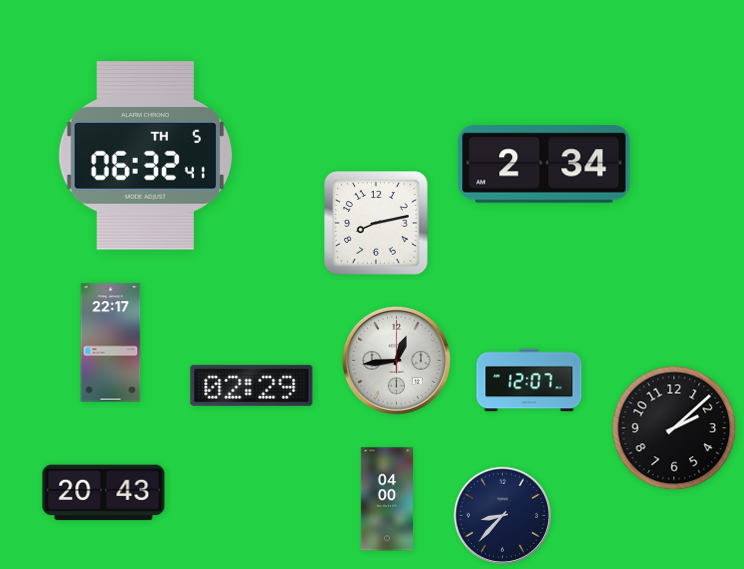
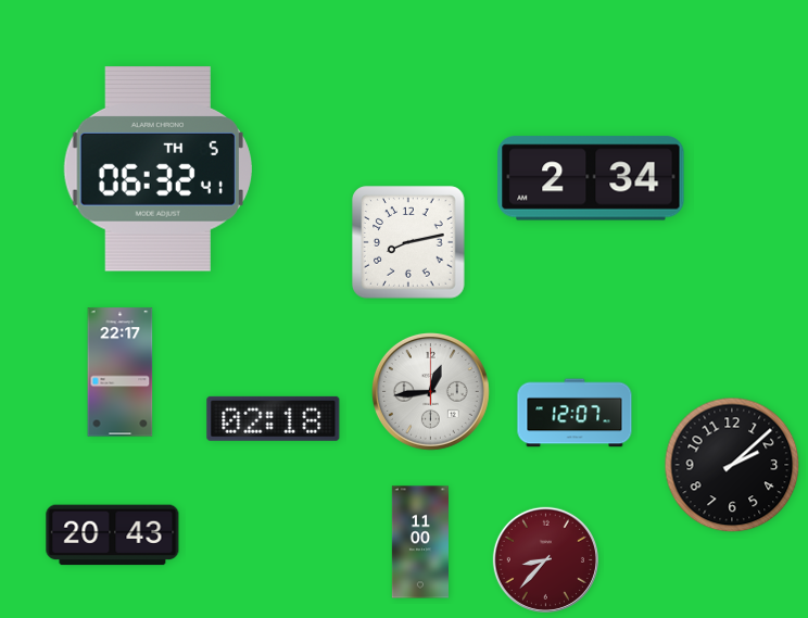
clock at (252, 385): 02:29 -> 02:18
clock at (387, 499): 04:00 -> 11:00
clock at (502, 515) dial: navy -> burgundy
